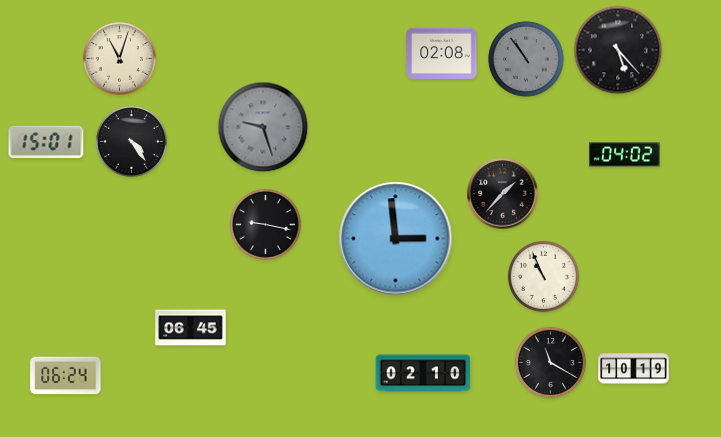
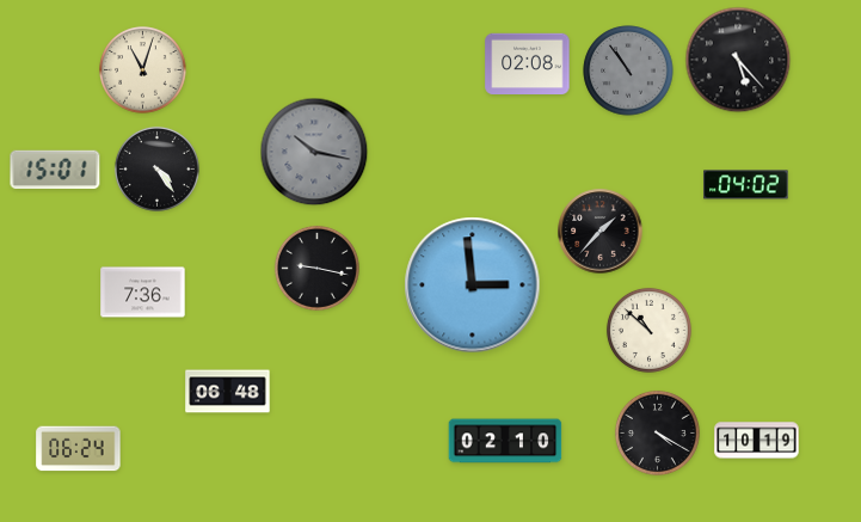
clock at (263, 127): 9:27 -> 10:17
clock at (143, 293): none -> 7:36
clock at (543, 276): 10:56 -> 10:52
clock at (191, 328): 06:45 -> 06:48
clock at (550, 362): 11:20 -> 4:20
clock at (423, 373) position: (423, 373) -> (505, 441)
